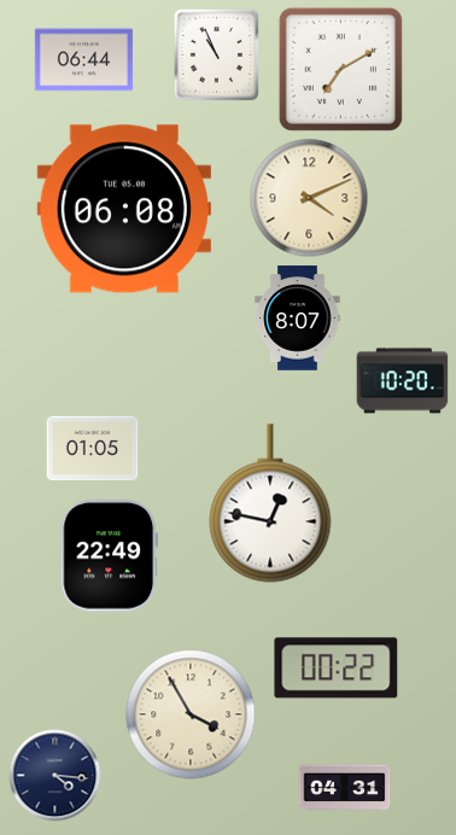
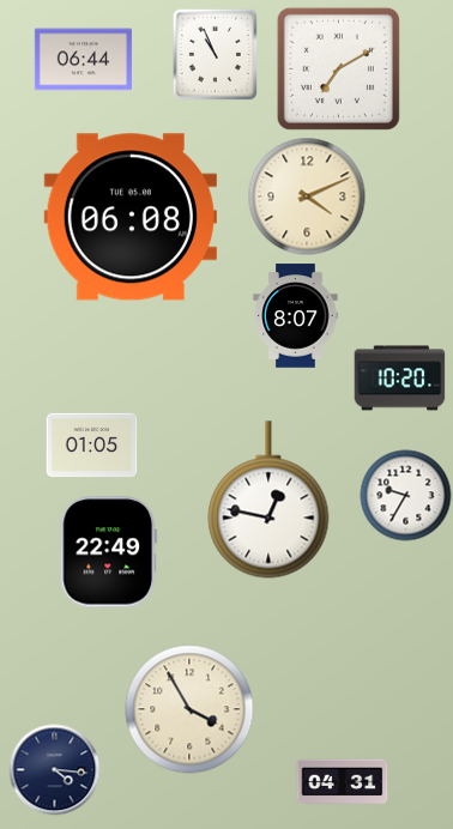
clock at (124, 209) position: (124, 209) -> (131, 217)
clock at (406, 496): none -> 9:35
clock at (337, 668): 00:22 -> none
